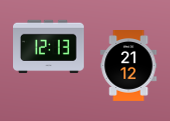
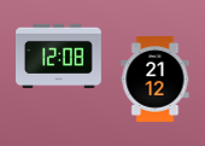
clock at (49, 47): 12:13 -> 12:08
